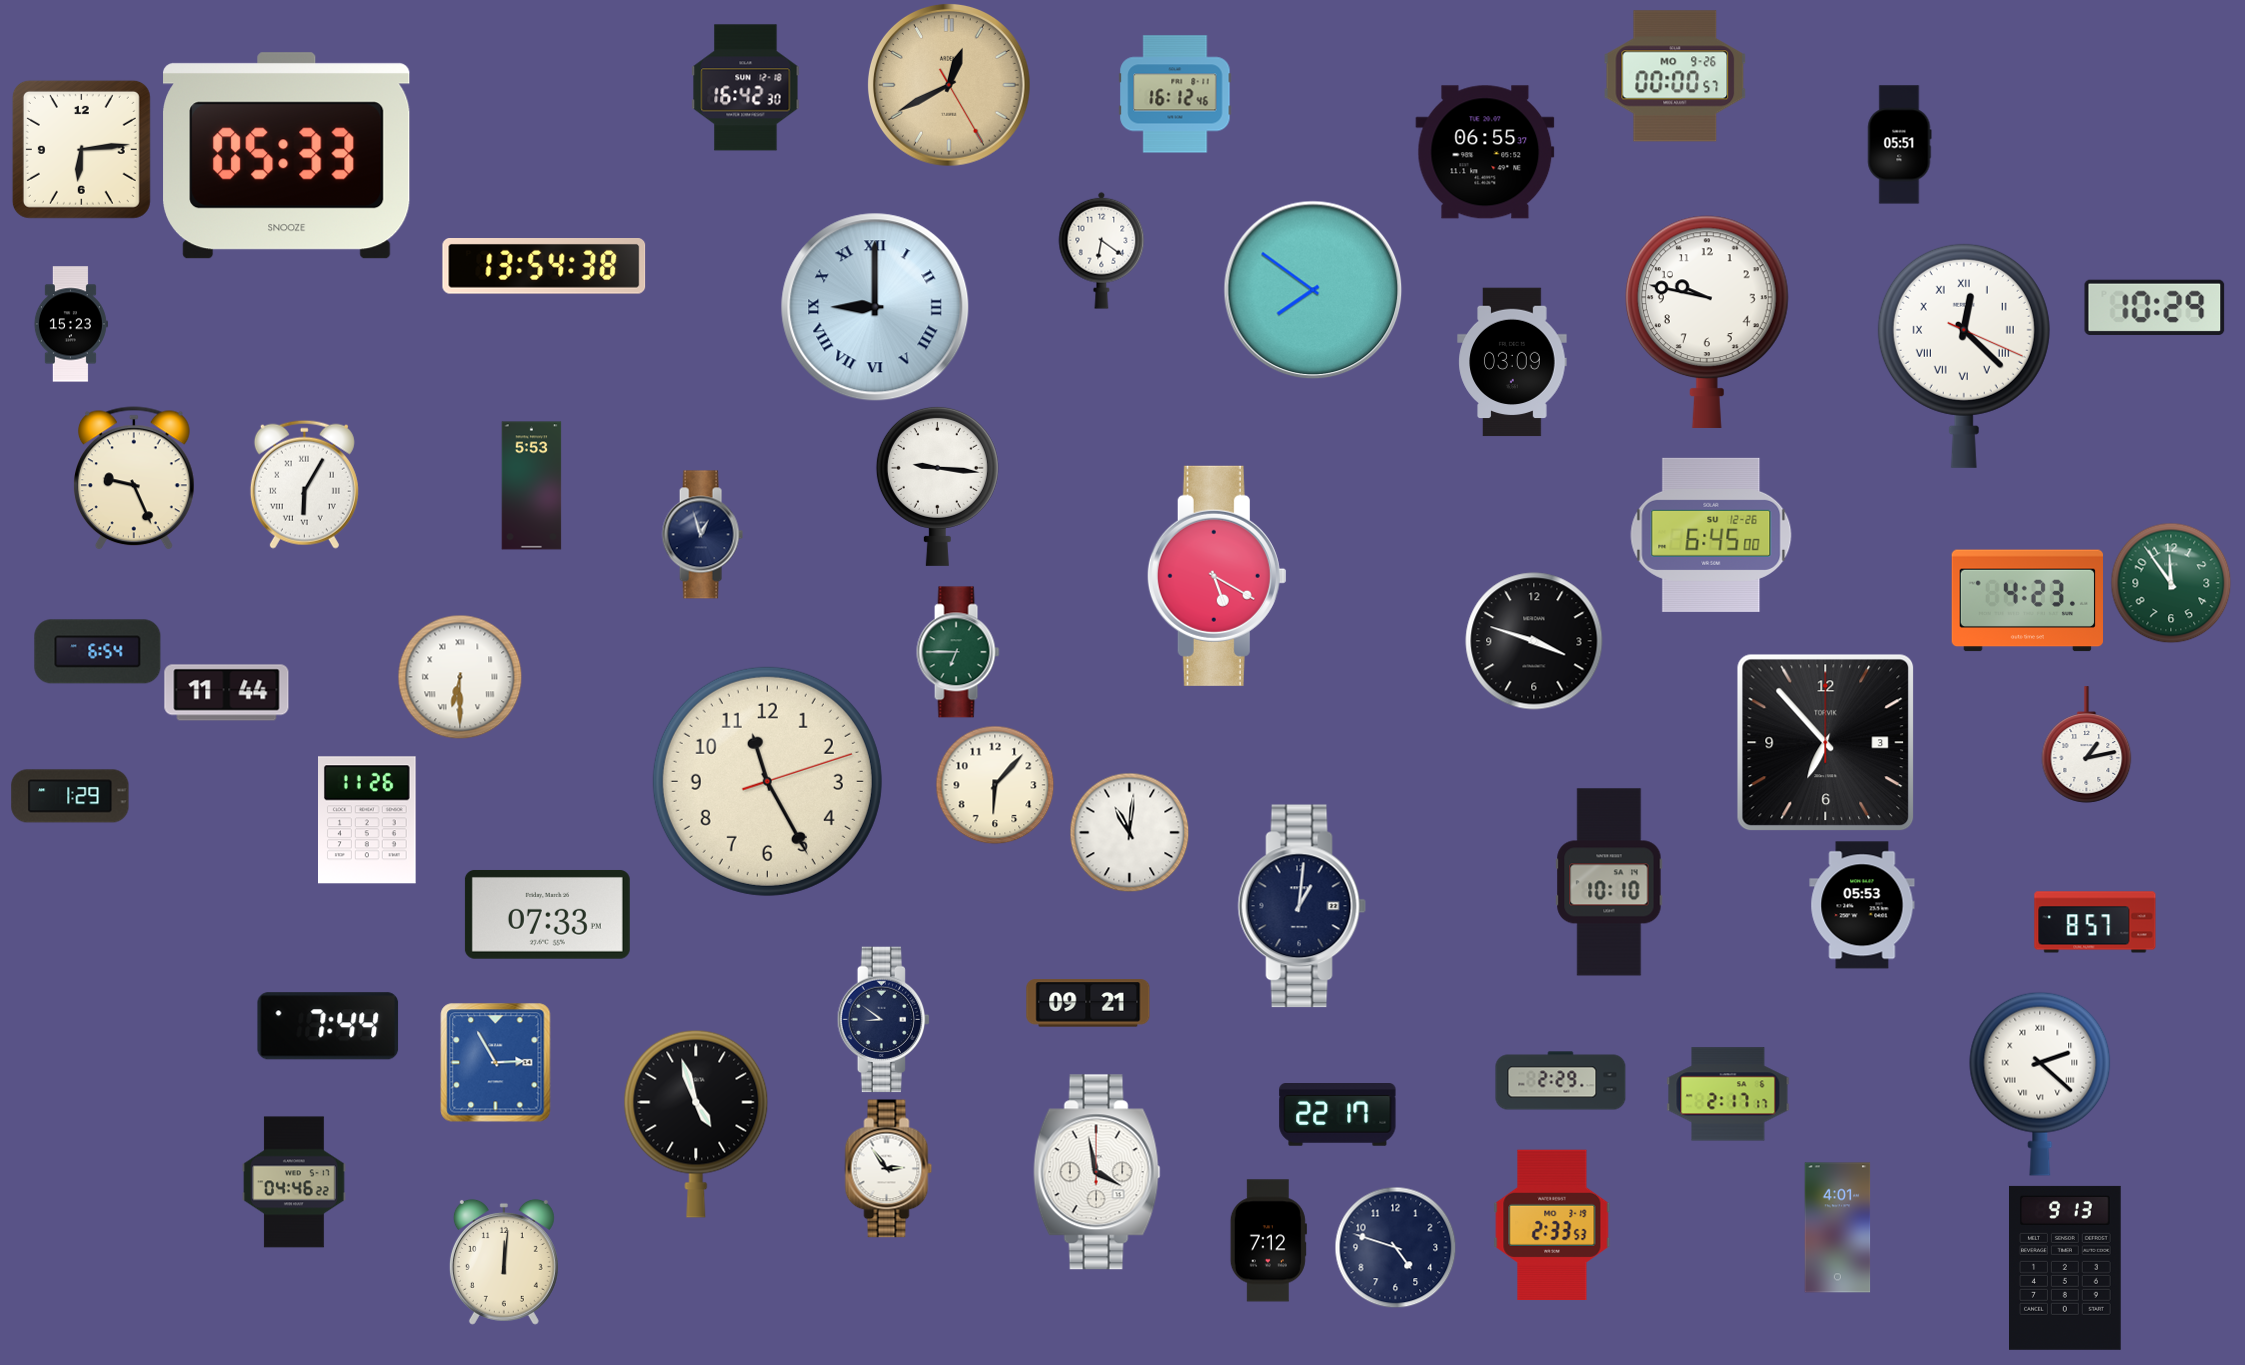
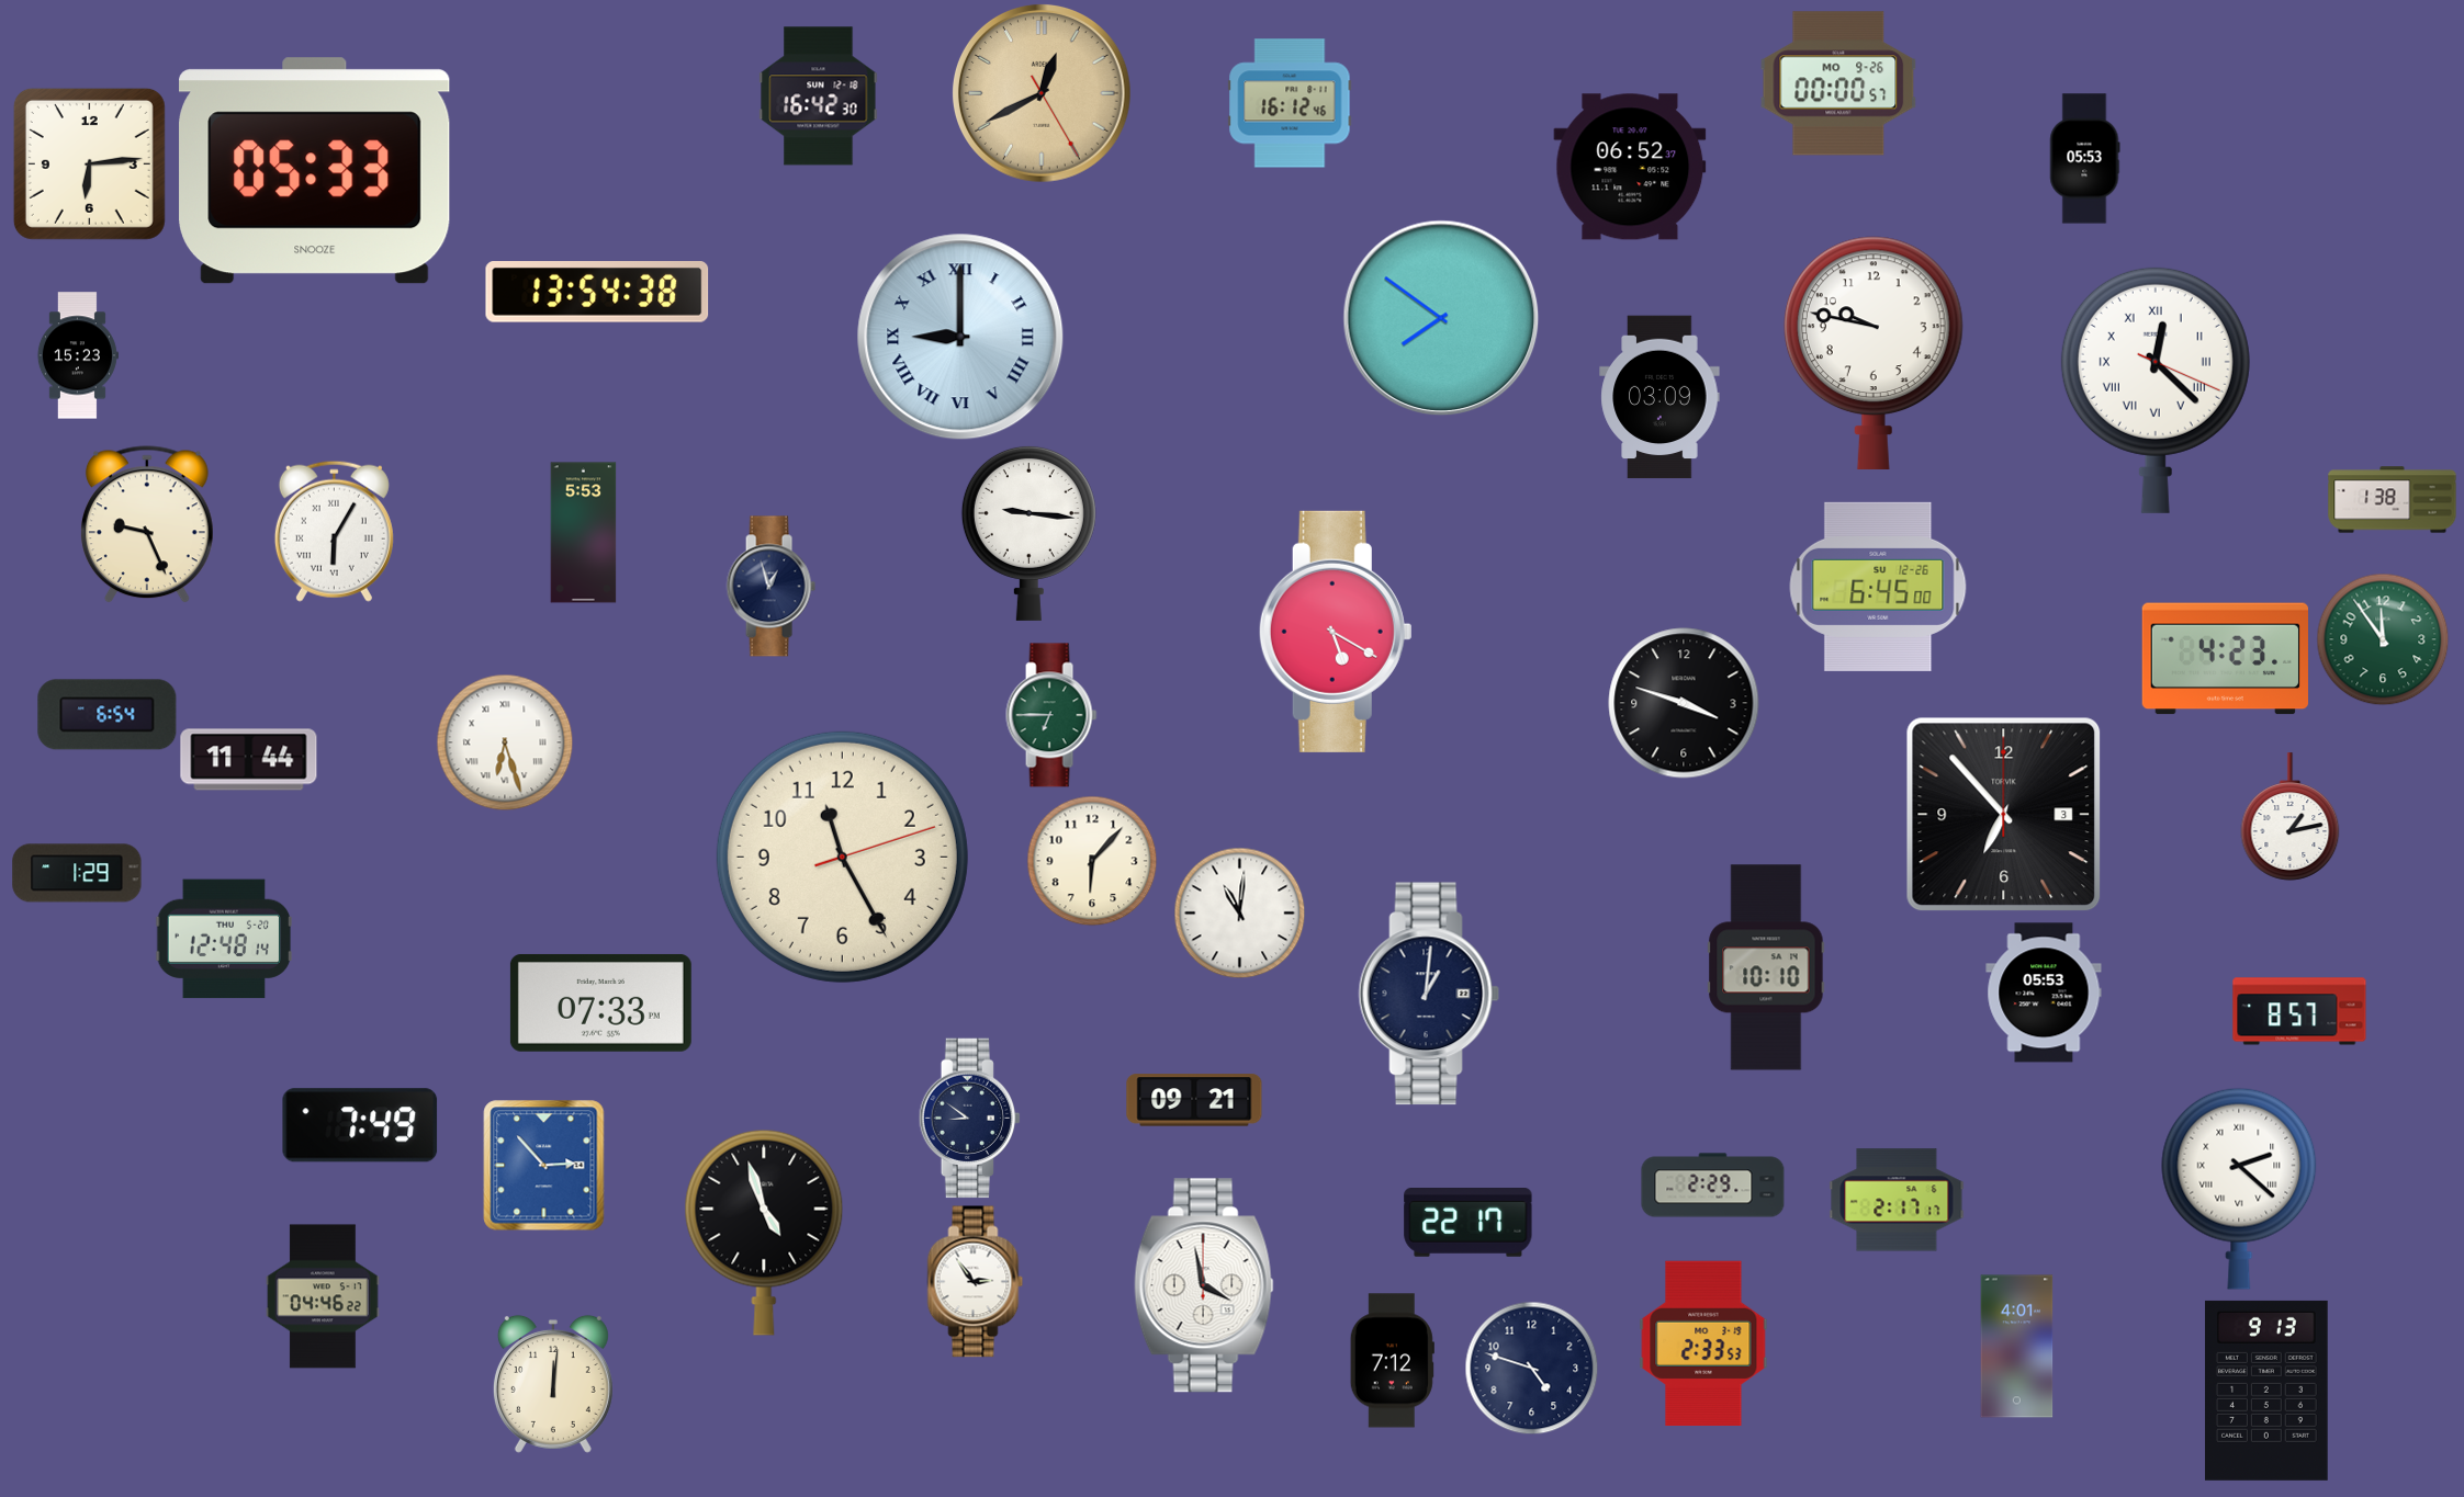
clock at (1900, 145): 05:51 -> 05:53
clock at (1485, 152): 06:55 -> 06:52
clock at (1102, 250): 6:21 -> none
clock at (2155, 307): 10:29 -> none
clock at (2393, 500): none -> 1:38
clock at (460, 677): 6:30 -> 6:27
clock at (368, 820): 11:26 -> none
clock at (224, 939): none -> 12:48
clock at (328, 1026): 7:44 -> 7:49
clock at (496, 1063): 2:55 -> 2:53
